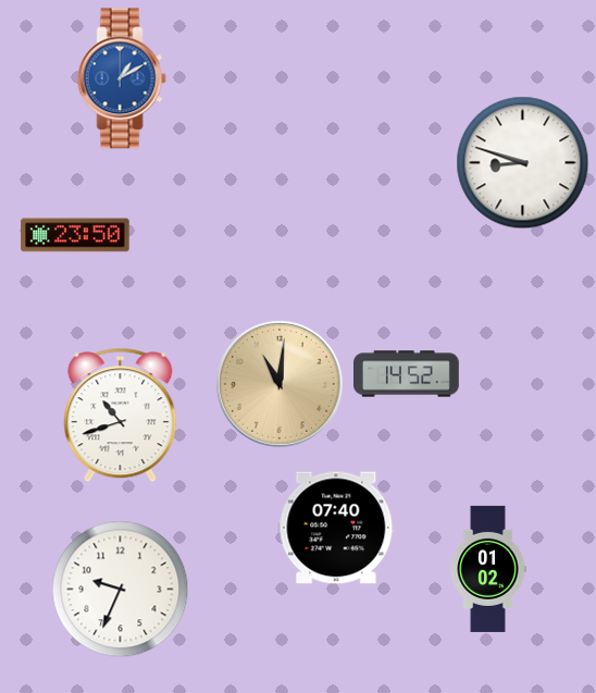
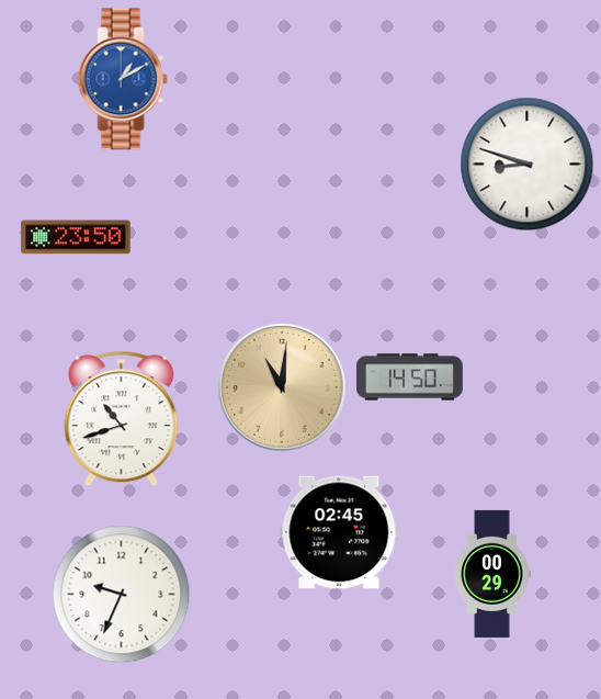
clock at (407, 374): 14:52 -> 14:50
clock at (336, 528): 07:40 -> 02:45
clock at (488, 569): 01:02 -> 00:29
